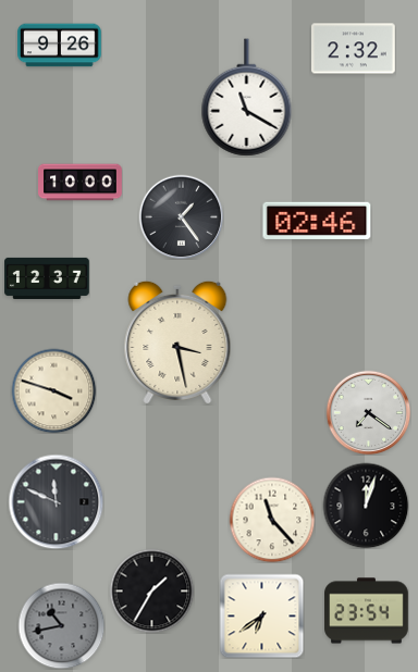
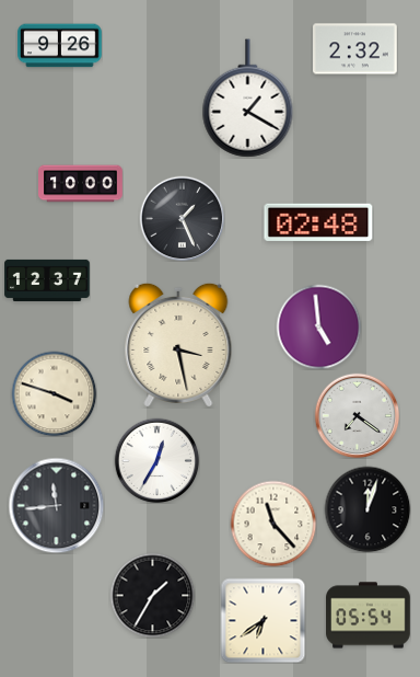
clock at (247, 98): 11:20 -> 1:20
clock at (181, 216): 1:24 -> 1:26
clock at (317, 221): 02:46 -> 02:48
clock at (318, 326): none -> 4:59
clock at (368, 412) position: (368, 412) -> (357, 415)
clock at (156, 460): none -> 12:35
clock at (56, 501): 11:49 -> 11:44
clock at (367, 611): 23:54 -> 05:54
clock at (61, 625): 10:43 -> none
